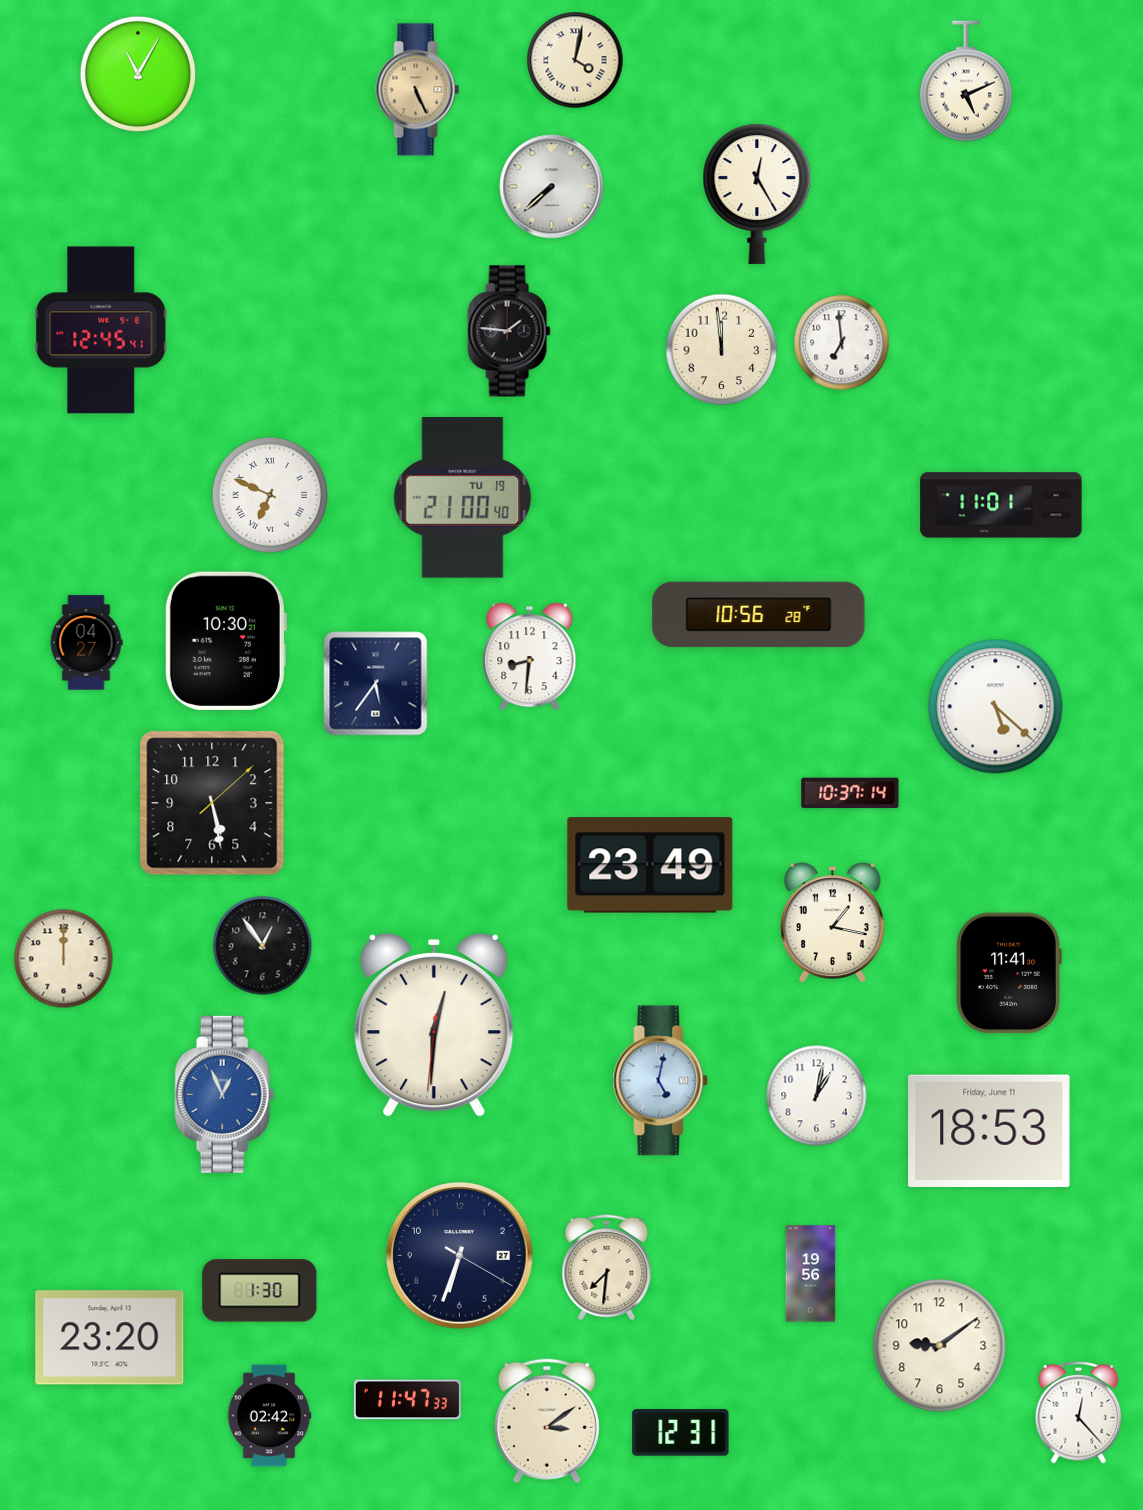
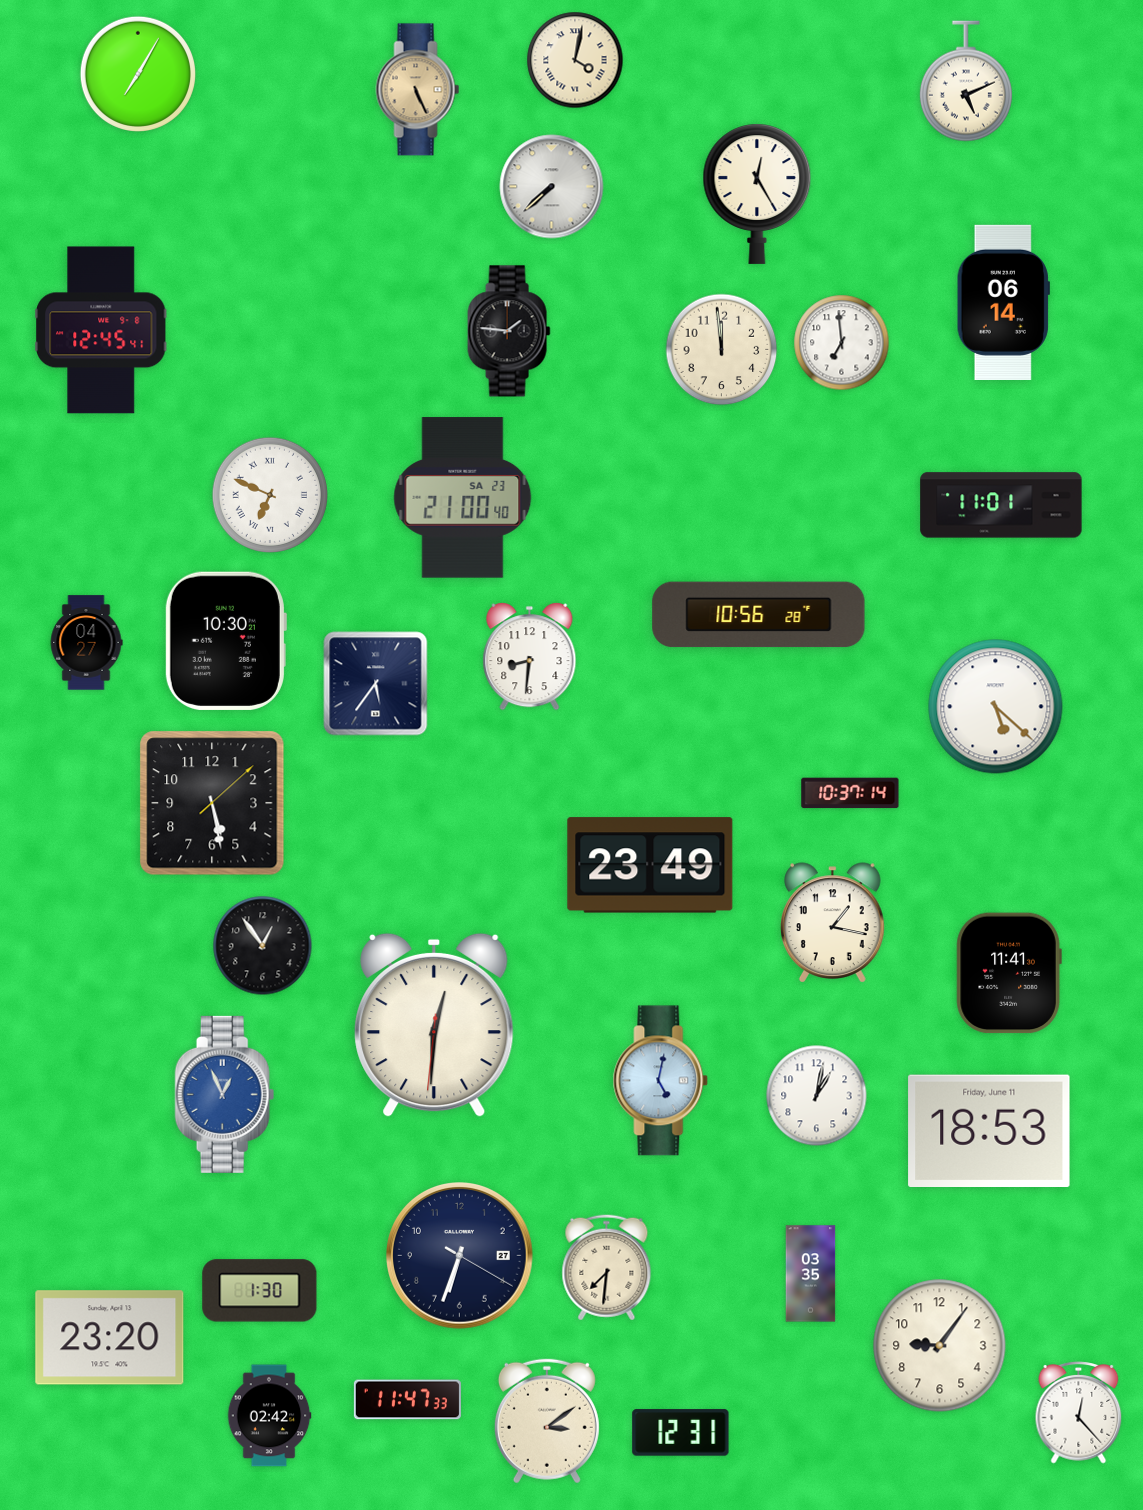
clock at (137, 73): 11:05 -> 7:05
clock at (1003, 302): none -> 06:14
clock at (463, 498) date: TU 19 -> SA 23
clock at (64, 959): 12:00 -> none
clock at (811, 1274): 19:56 -> 03:35
clock at (940, 1346): 9:09 -> 9:06
